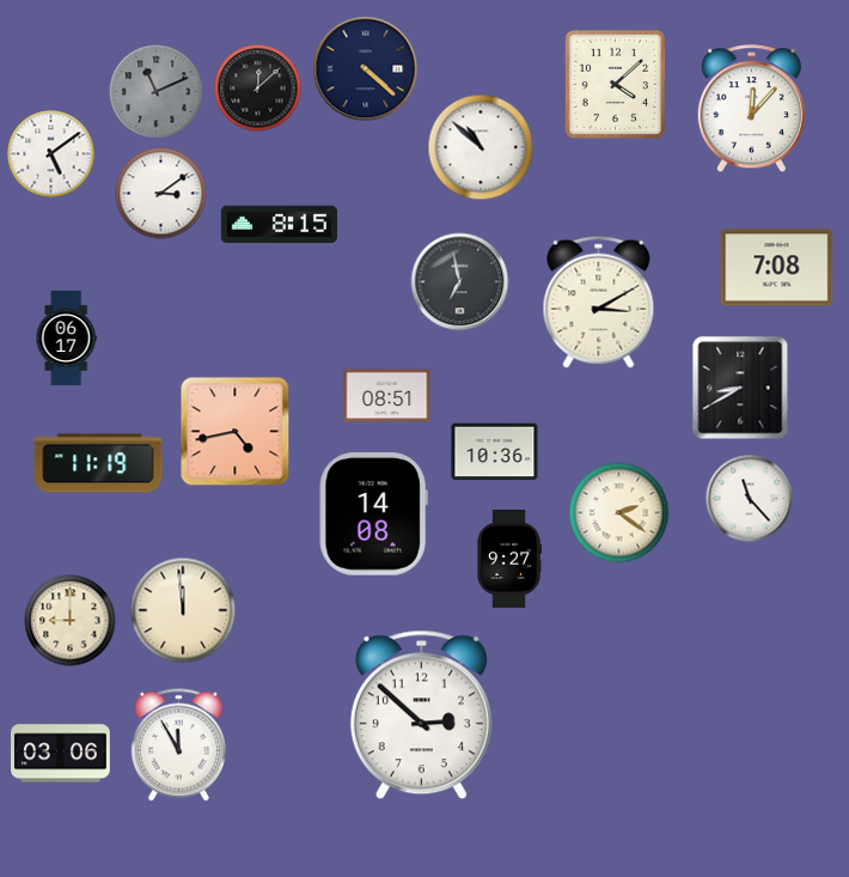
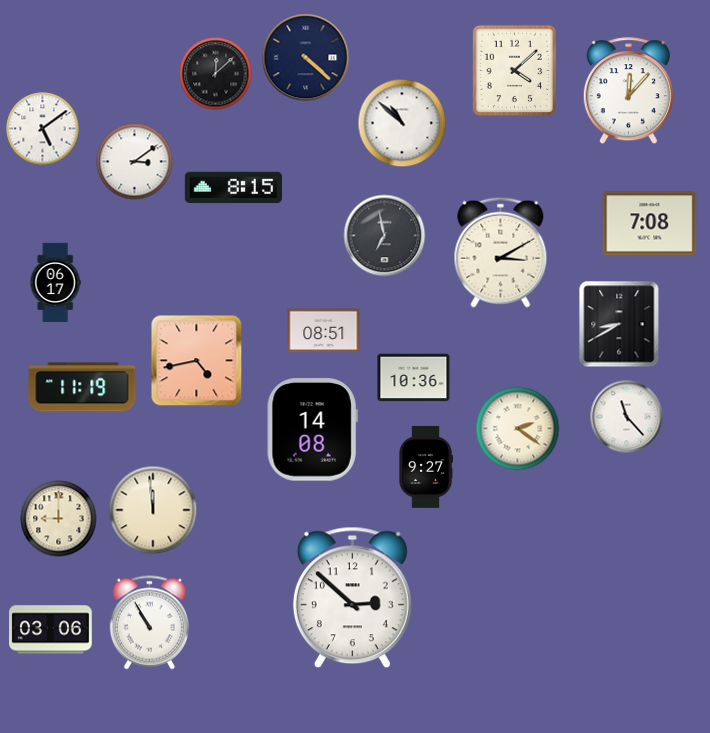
clock at (157, 92): 11:11 -> none
clock at (178, 745): 11:55 -> 10:55
